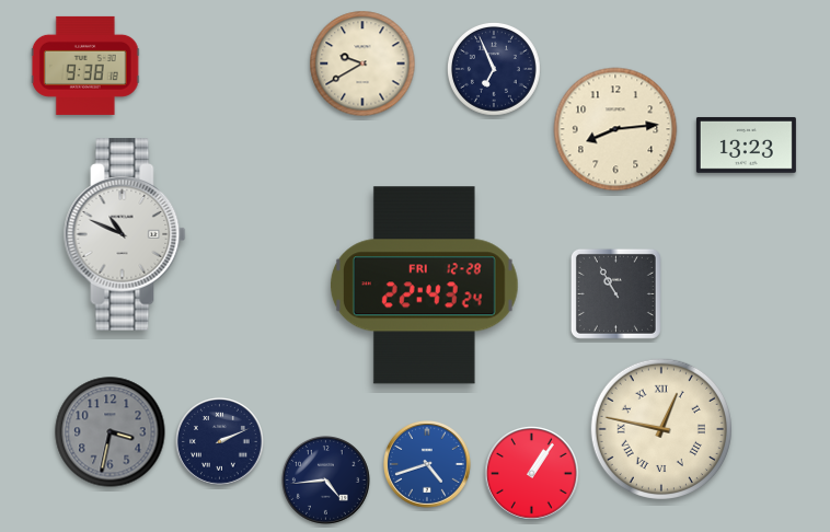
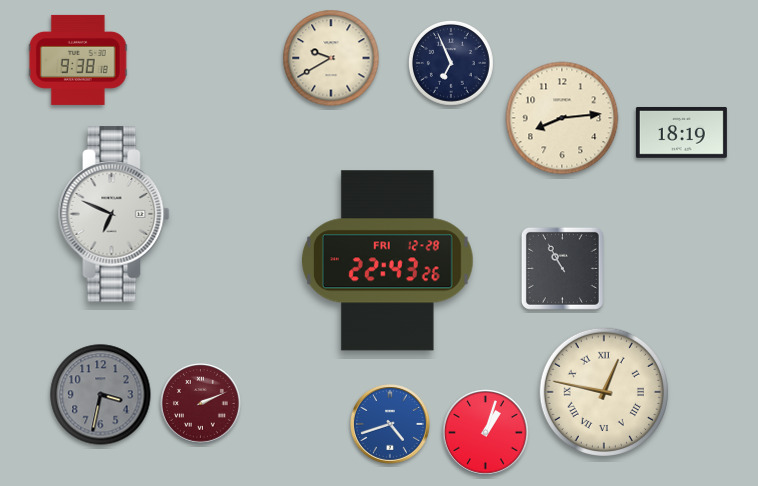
clock at (746, 146): 13:23 -> 18:19
clock at (125, 234): 10:49 -> 6:49
clock at (424, 286): 22:43:24 -> 22:43:26
clock at (220, 442) dial: navy -> burgundy
clock at (532, 474): 1:06 -> 1:03
clock at (326, 481): 4:44 -> none
